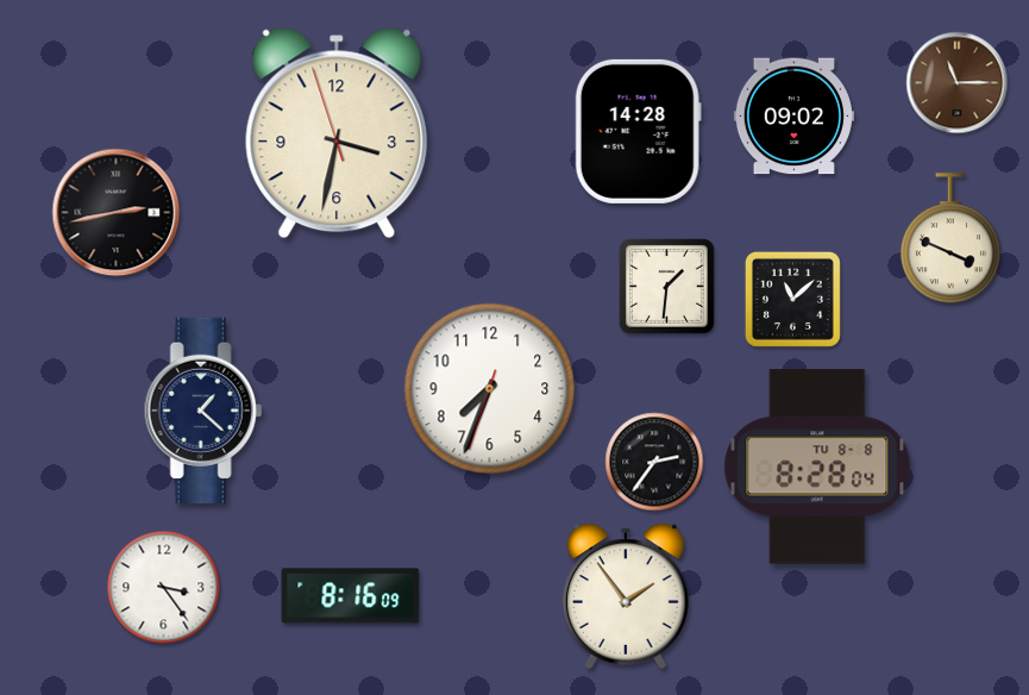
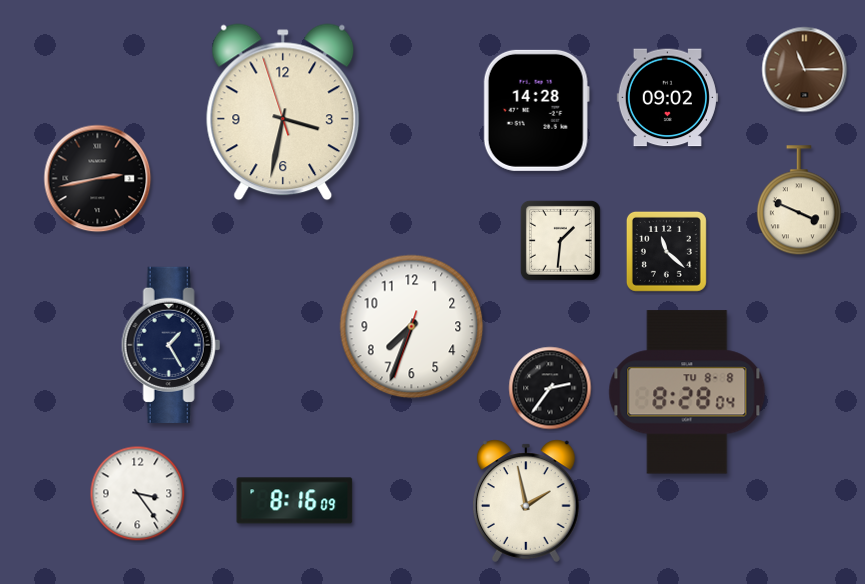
clock at (792, 299): 11:08 -> 11:22
clock at (203, 411): 1:22 -> 1:25
clock at (626, 596): 1:54 -> 1:58
